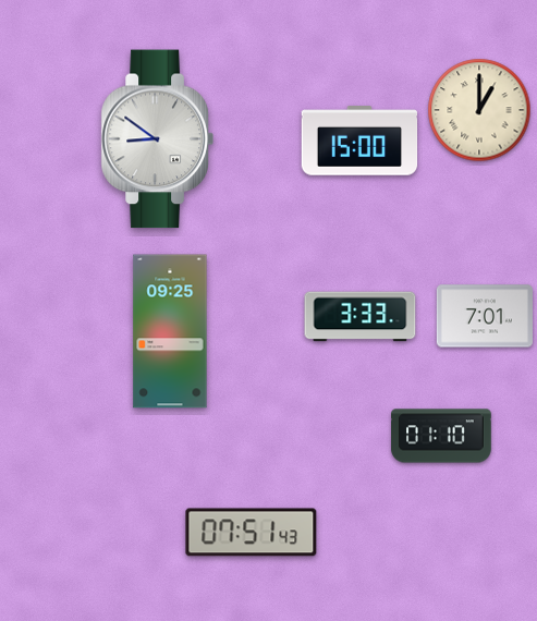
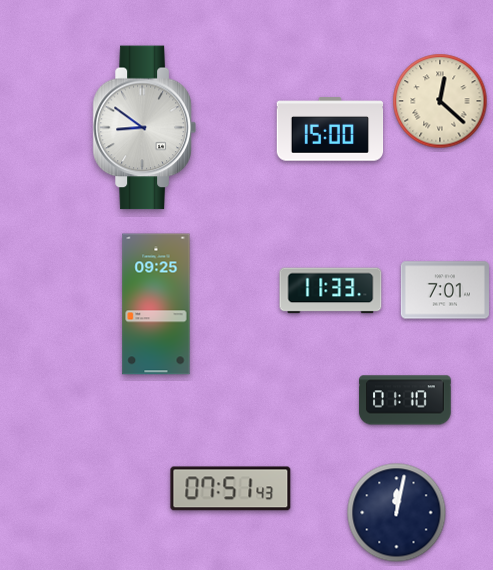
clock at (479, 110): 1:00 -> 12:22
clock at (361, 317): 3:33 -> 11:33
clock at (397, 513): none -> 12:02
